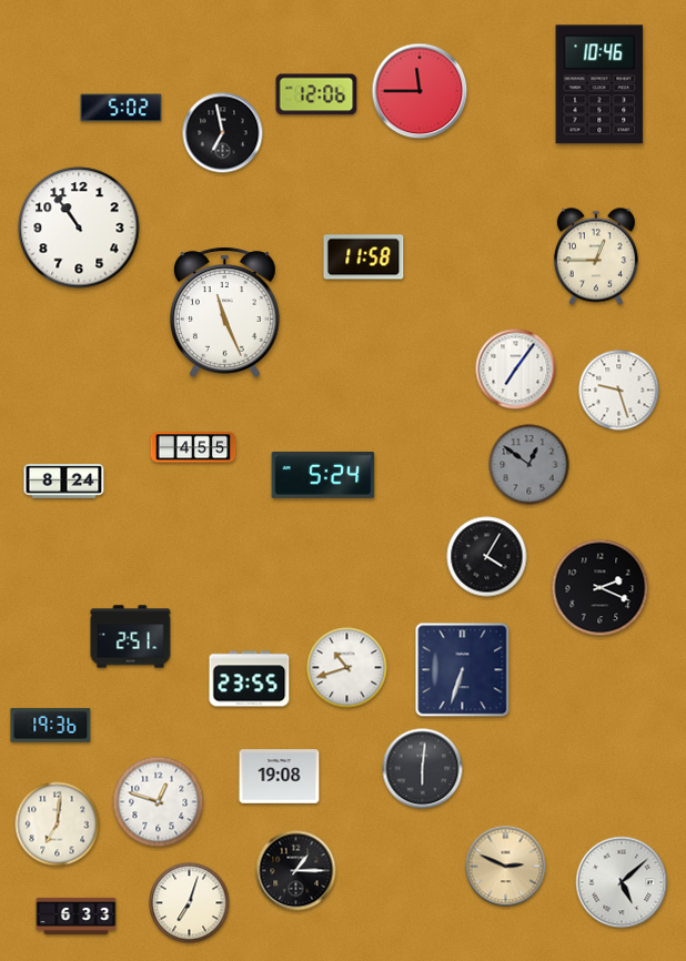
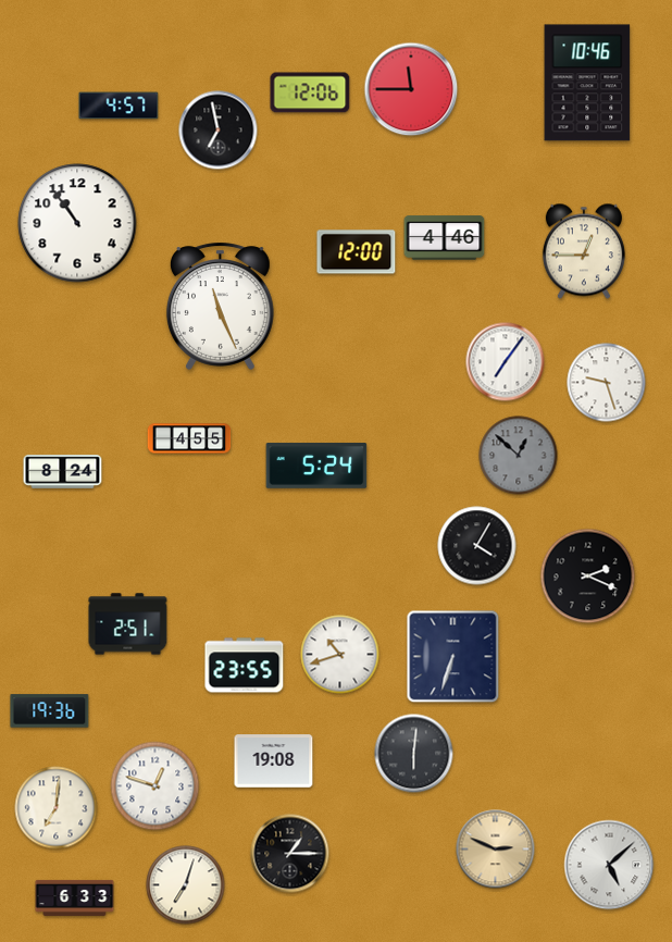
clock at (121, 108): 5:02 -> 4:57
clock at (445, 238): none -> 4:46
clock at (364, 257): 11:58 -> 12:00
clock at (529, 465): 12:51 -> 12:52
